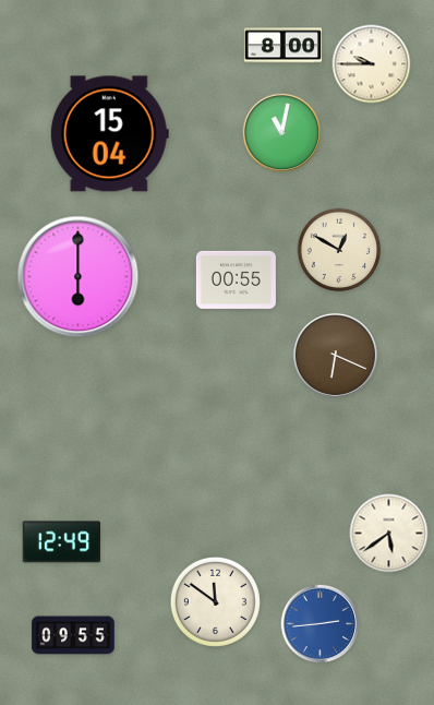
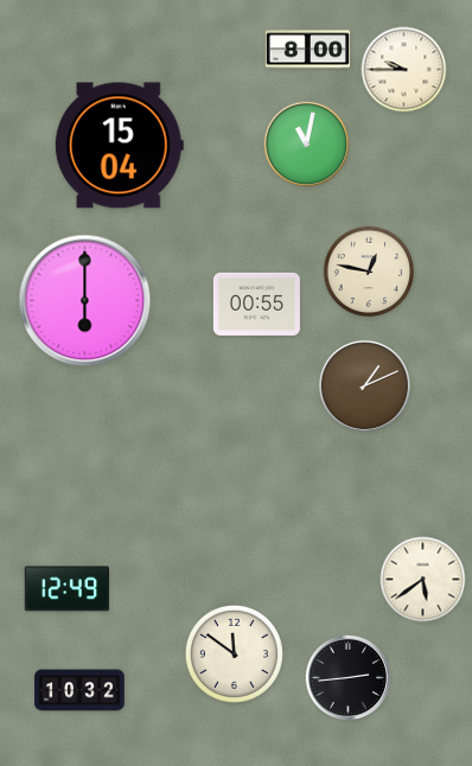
clock at (339, 250): 12:50 -> 12:47
clock at (335, 355): 6:19 -> 1:11
clock at (321, 624) dial: blue -> black
clock at (73, 635): 09:55 -> 10:32
